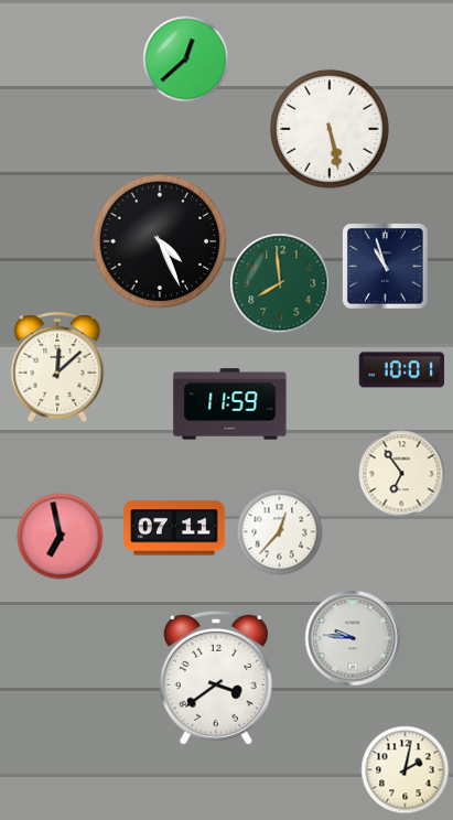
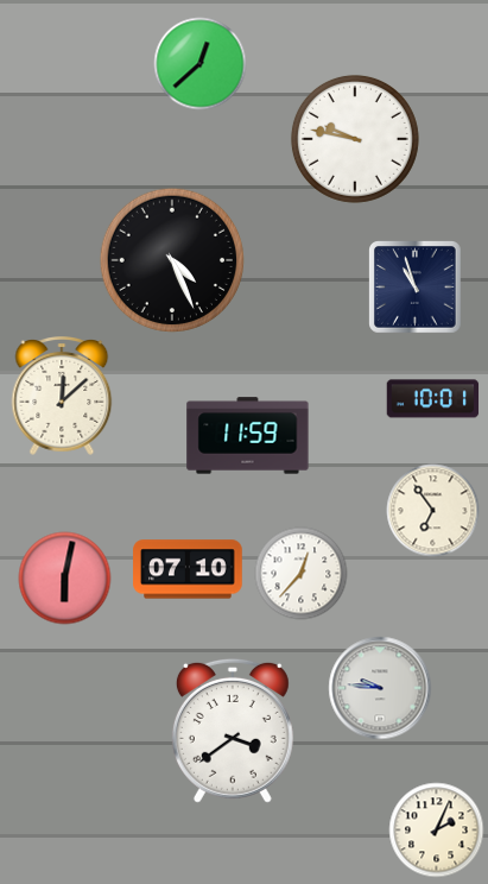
clock at (330, 129): 5:28 -> 9:47
clock at (280, 283): 7:59 -> none
clock at (174, 528): 07:11 -> 07:10
clock at (60, 536): 6:58 -> 6:02
clock at (405, 769): 2:02 -> 2:04
